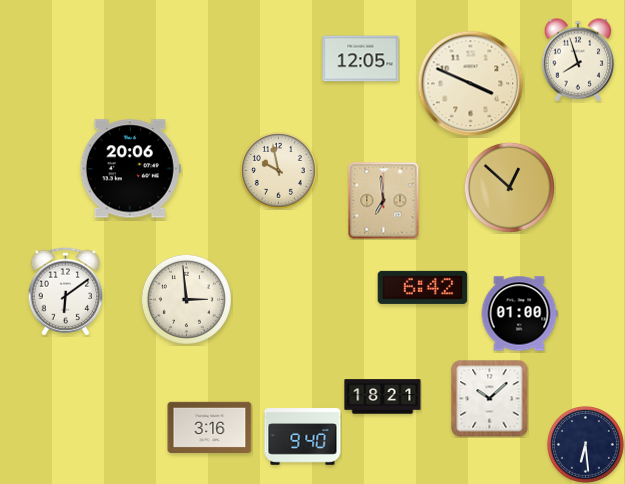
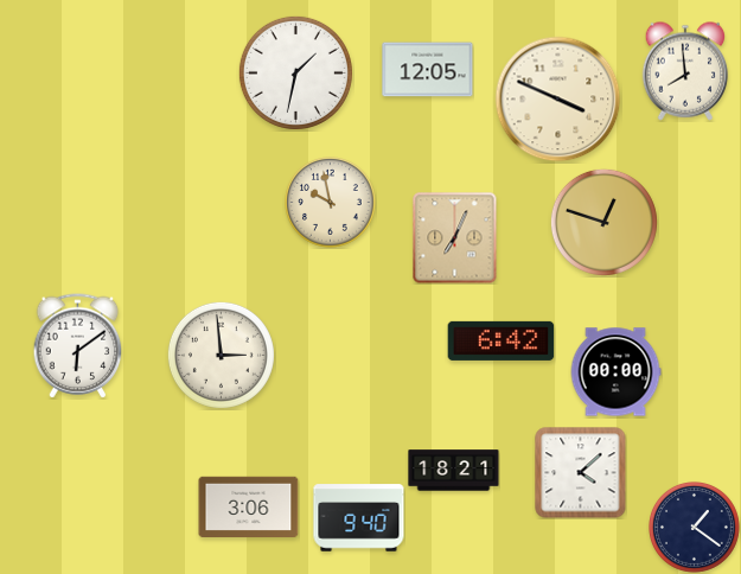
clock at (578, 60): 7:57 -> 7:59
clock at (295, 72): none -> 1:32
clock at (130, 169): 20:06 -> none
clock at (509, 187): 12:52 -> 12:48
clock at (384, 201): 6:59 -> 7:04
clock at (519, 314): 01:00 -> 00:00
clock at (490, 399): 10:08 -> 4:08
clock at (210, 427): 3:16 -> 3:06
clock at (586, 445): 6:29 -> 1:21
